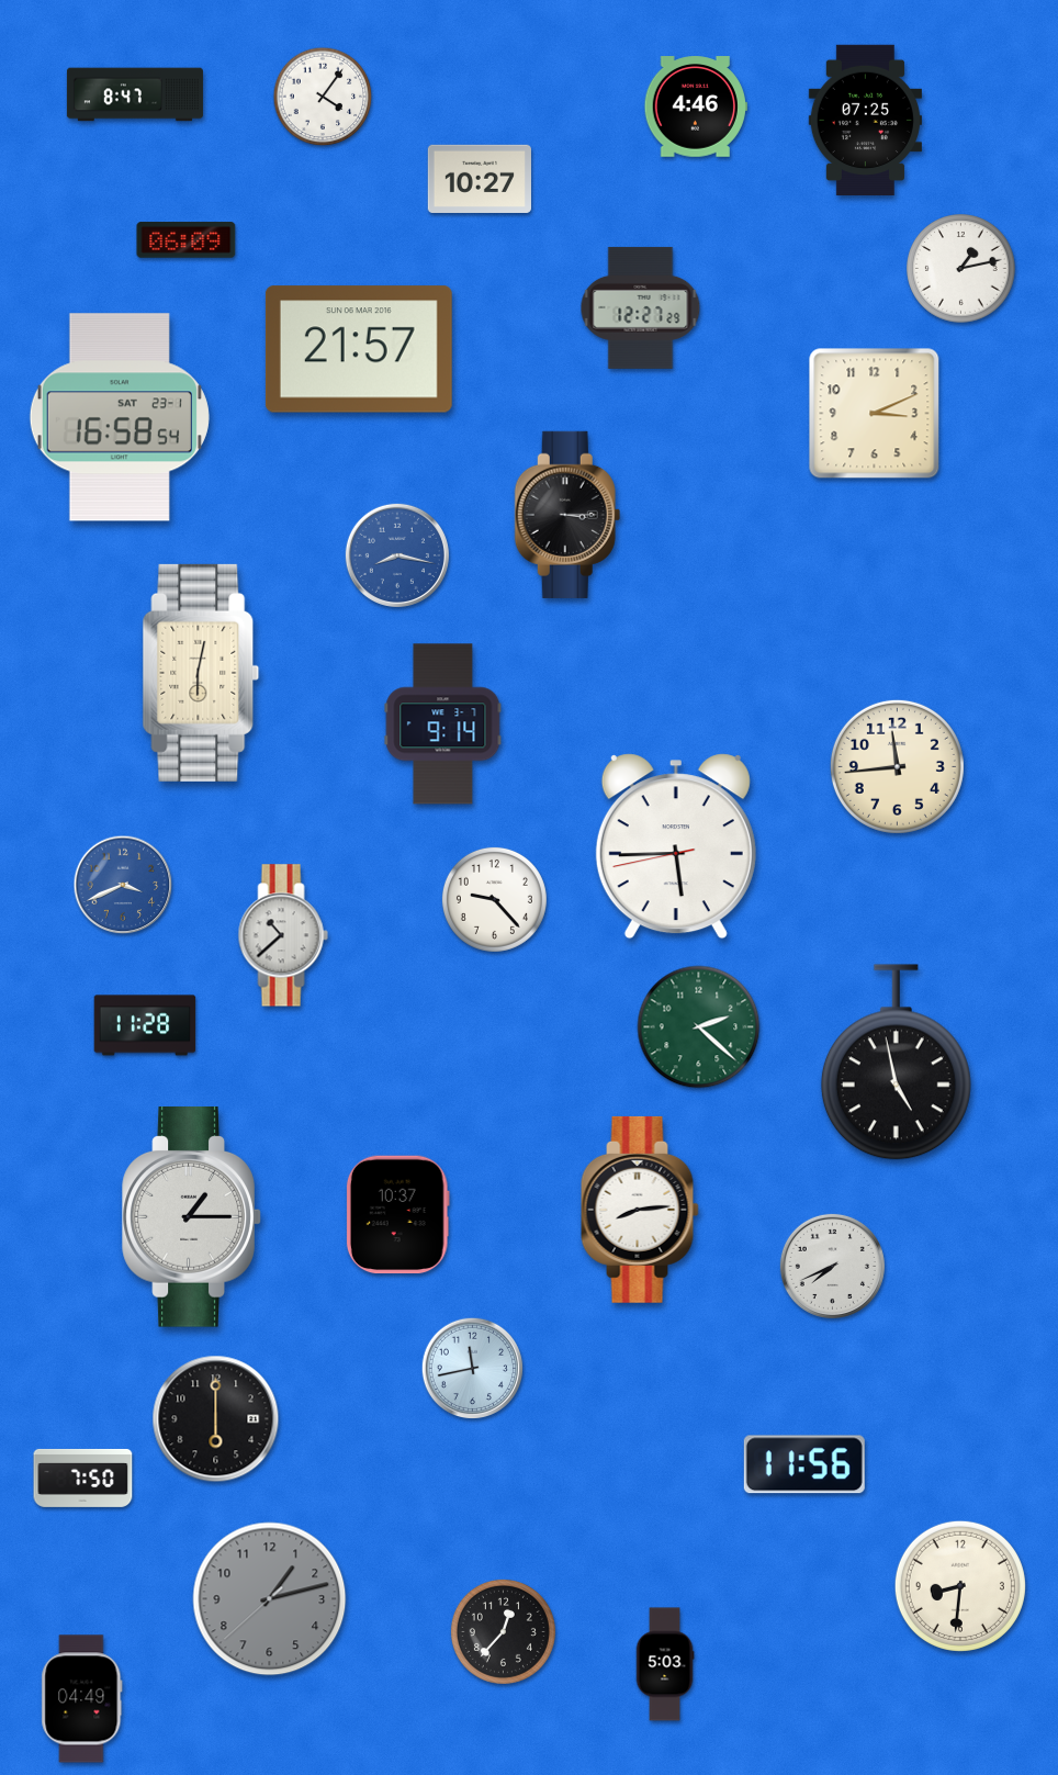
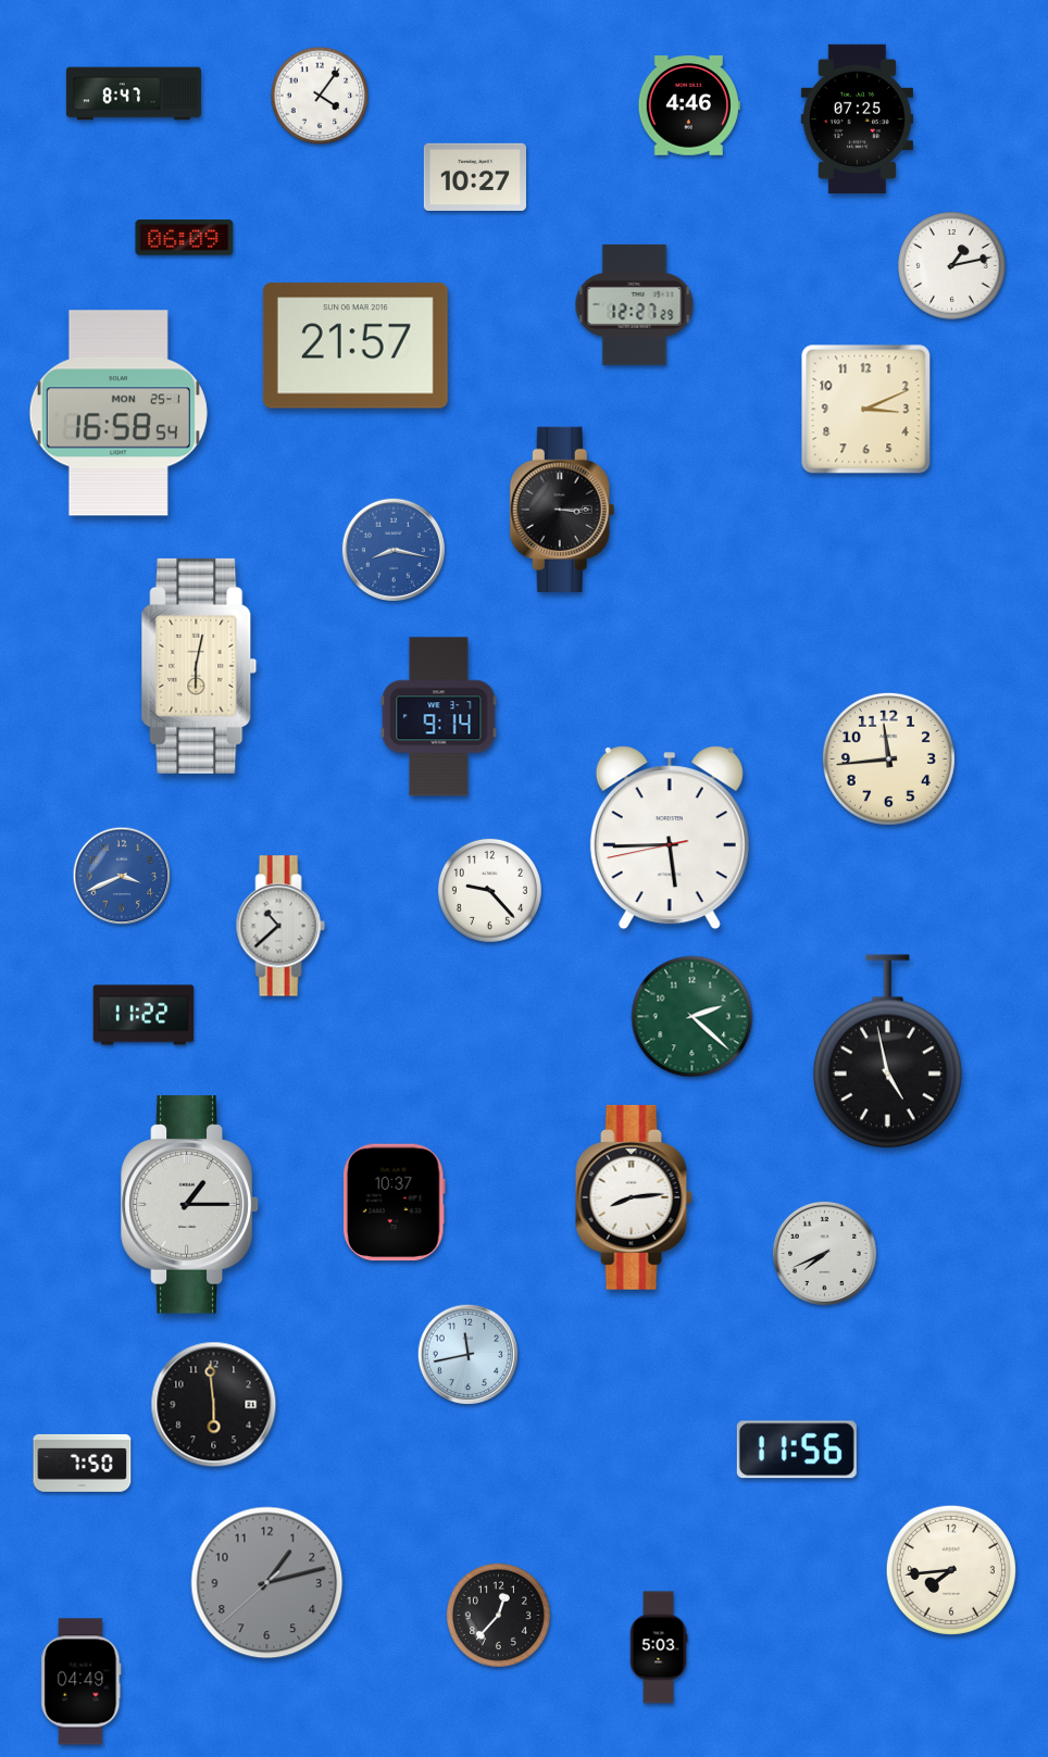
clock at (120, 417) date: SAT 23-1 -> MON 25-1
clock at (145, 1025): 11:28 -> 11:22
clock at (216, 1419): 6:00 -> 5:59
clock at (960, 1586): 8:31 -> 7:44
